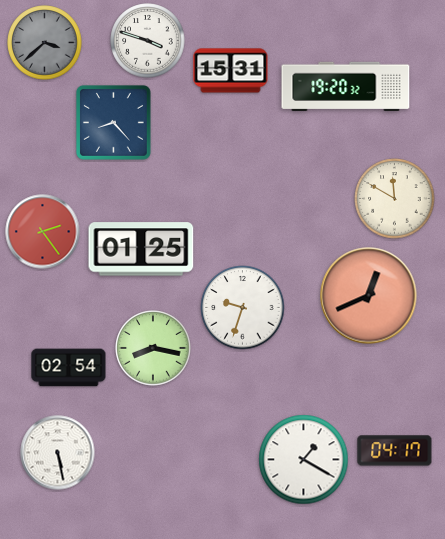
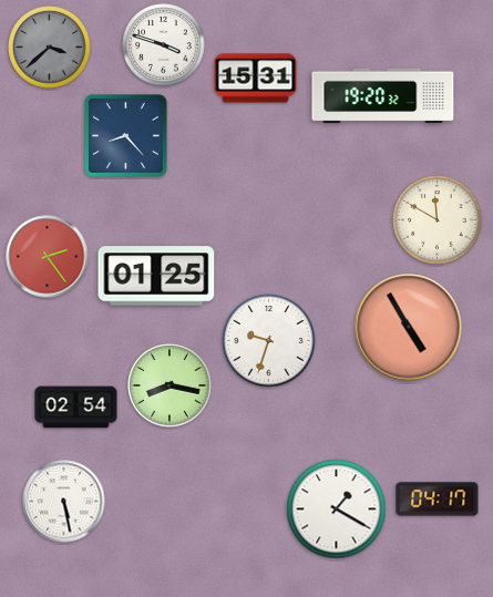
clock at (369, 296): 12:41 -> 4:55
